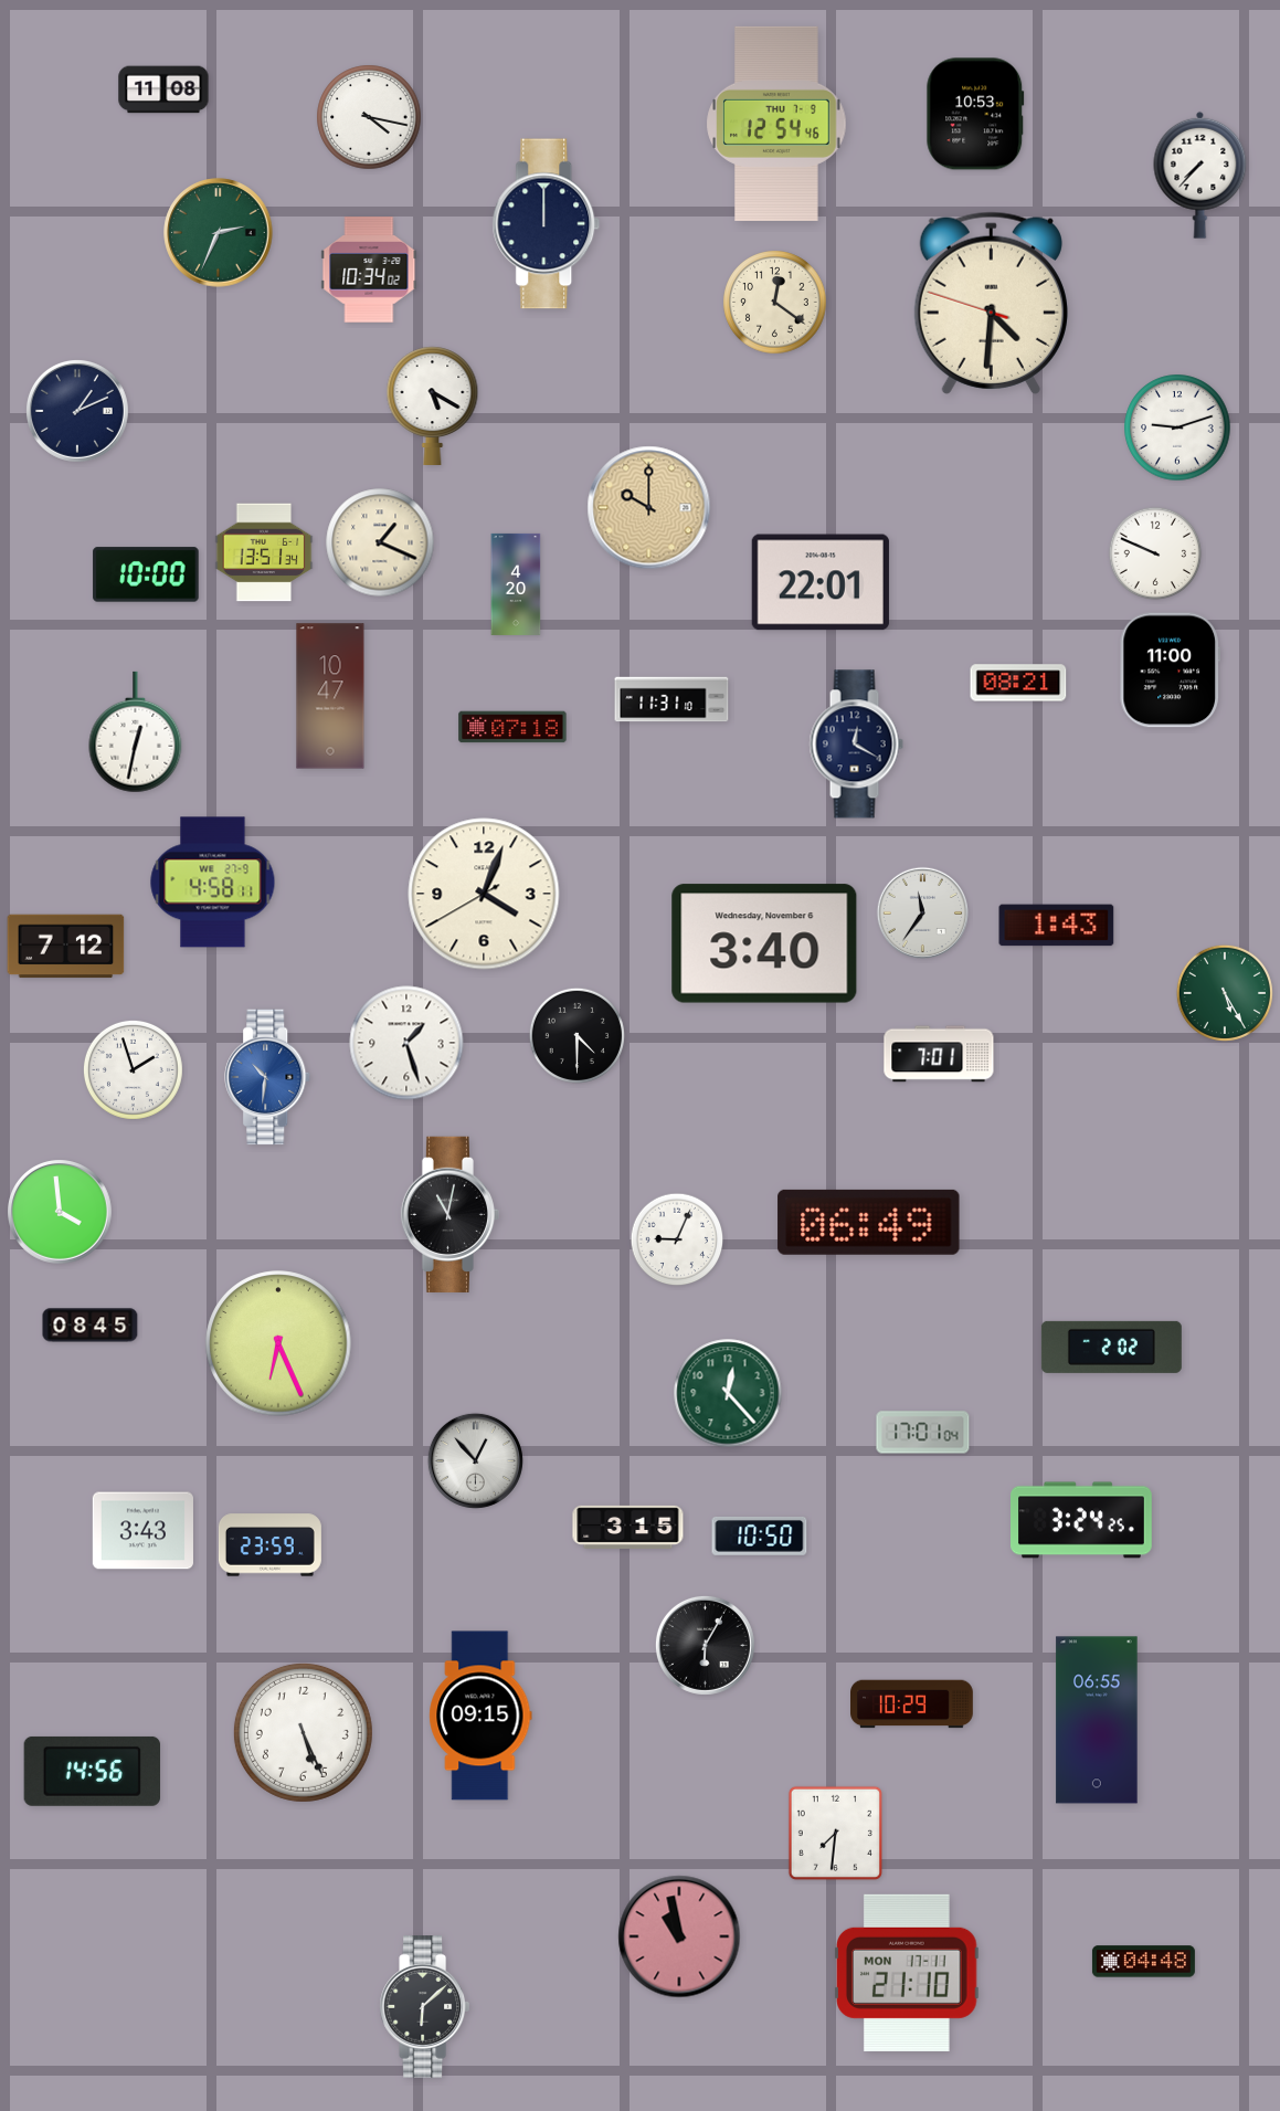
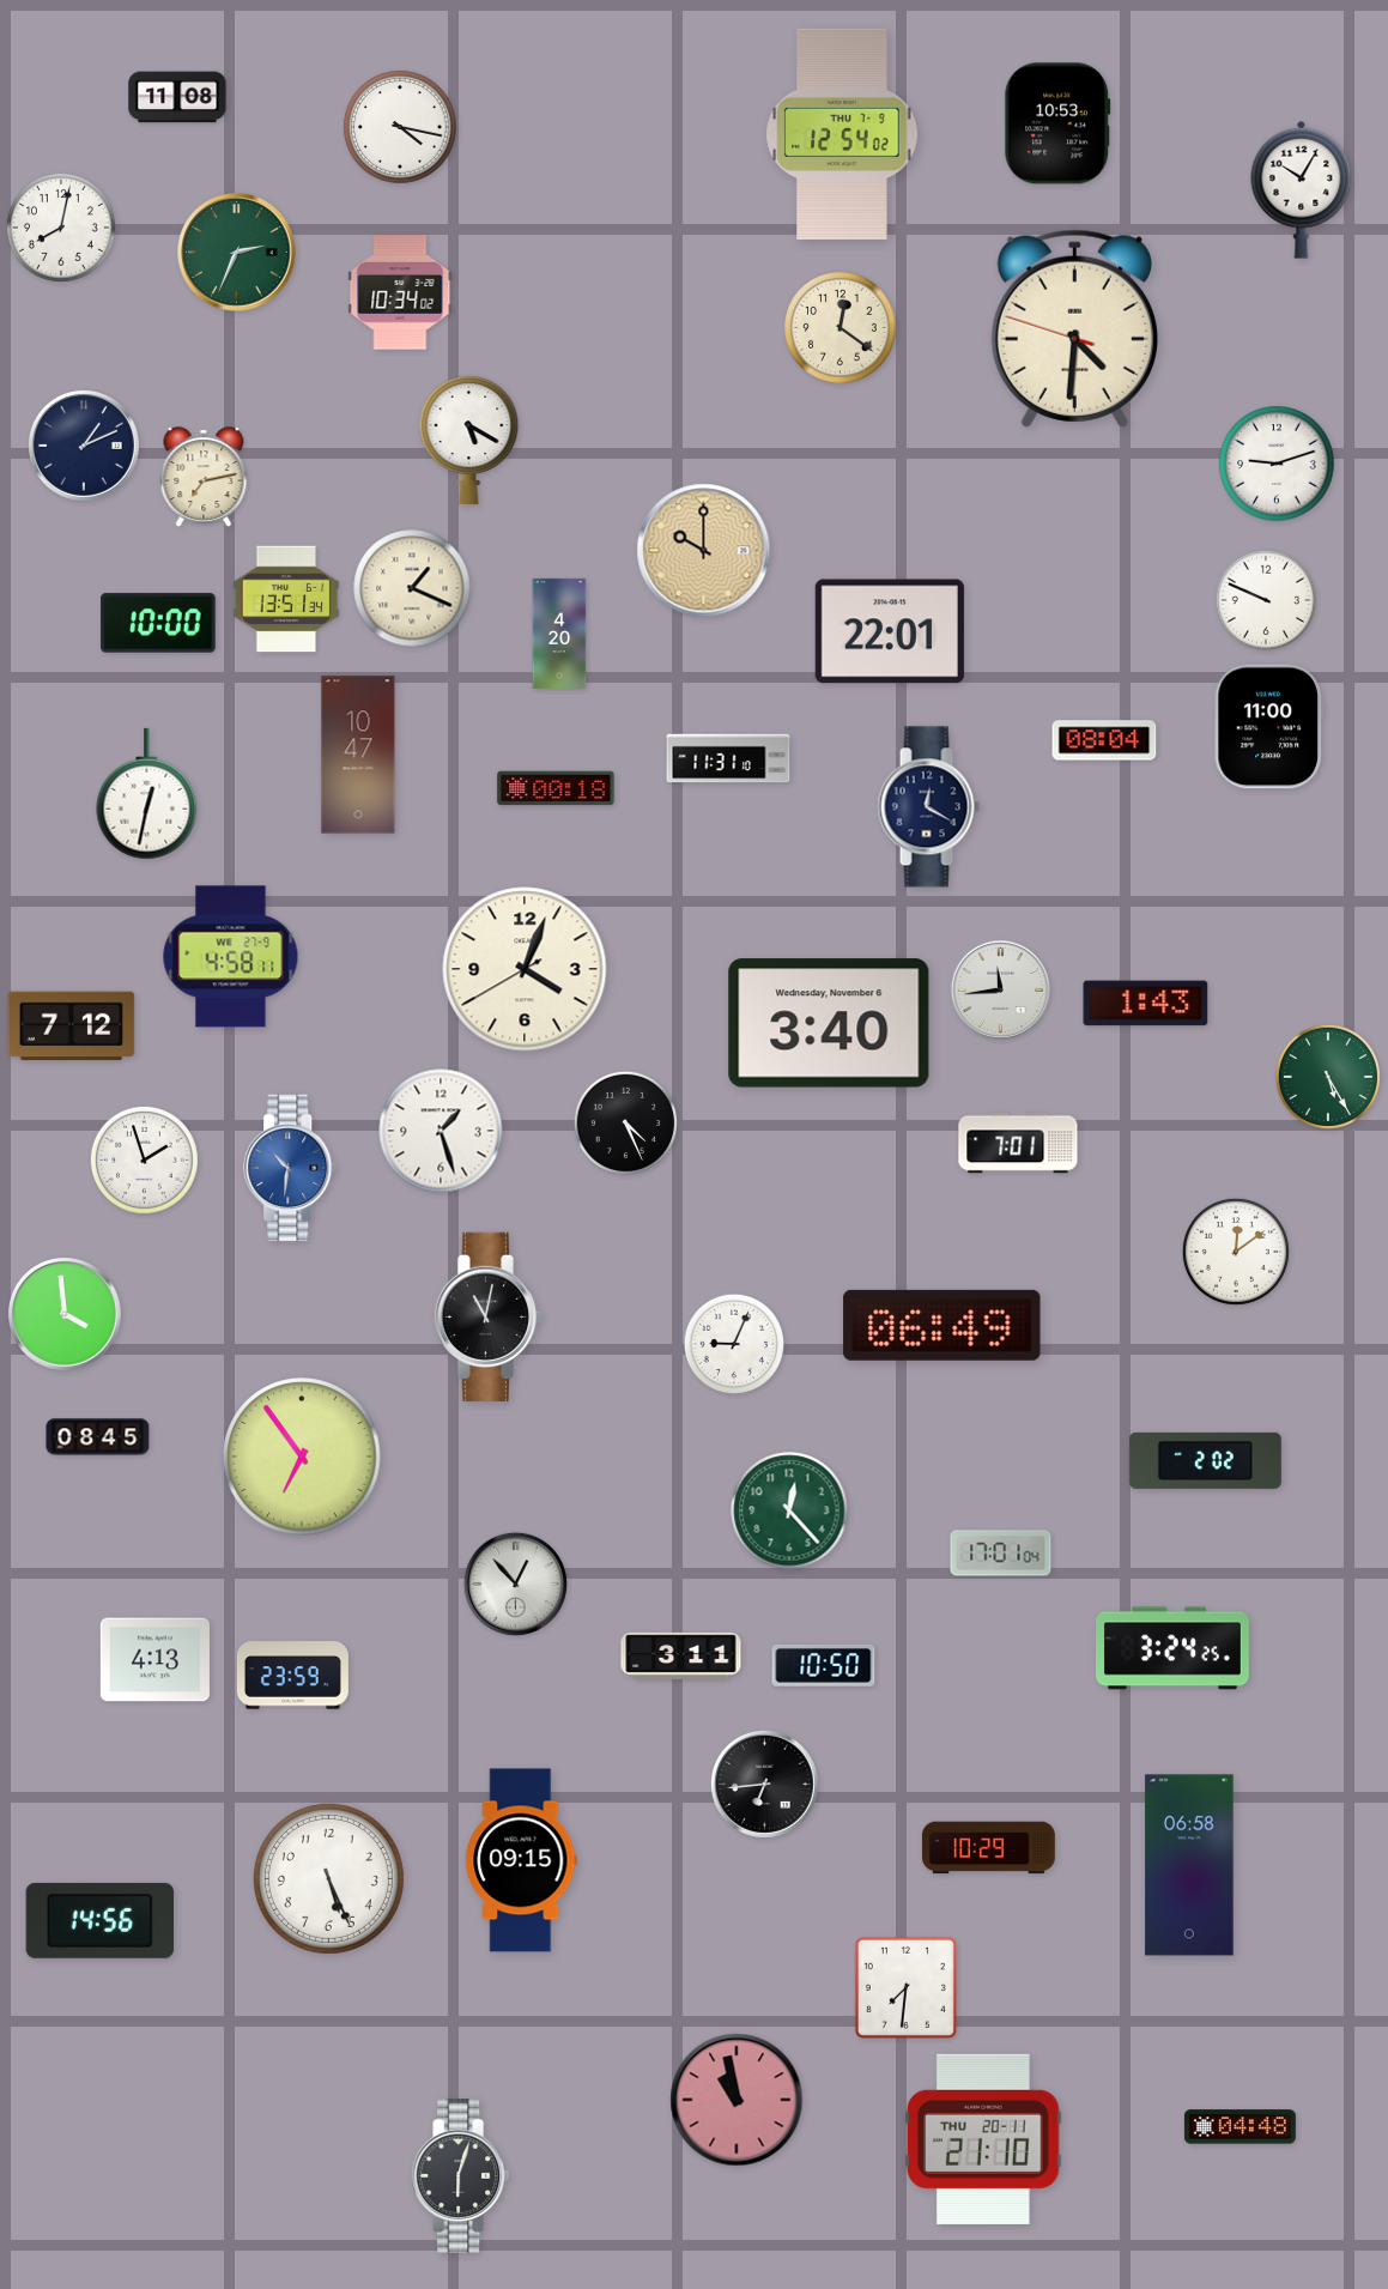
clock at (776, 124): 12:54:46 -> 12:54:02
clock at (1200, 175): 7:37 -> 10:05
clock at (61, 228): none -> 8:02
clock at (547, 224): 12:00 -> none
clock at (204, 478): none -> 7:13
clock at (1155, 553) position: (1155, 553) -> (1266, 600)
clock at (1018, 683): 08:21 -> 08:04
clock at (512, 727): 07:18 -> 00:18
clock at (922, 912): 11:36 -> 11:44
clock at (576, 1035): 4:30 -> 4:26
clock at (1236, 1252): none -> 12:09
clock at (278, 1343): 6:26 -> 6:54
clock at (628, 1527): 3:15 -> 3:11
clock at (142, 1531): 3:43 -> 4:13
clock at (705, 1645): 6:05 -> 6:44
clock at (1097, 1720): 06:55 -> 06:58
clock at (908, 1973) date: MON 17-11 -> THU 20-11
clock at (424, 2007): 6:08 -> 6:03
